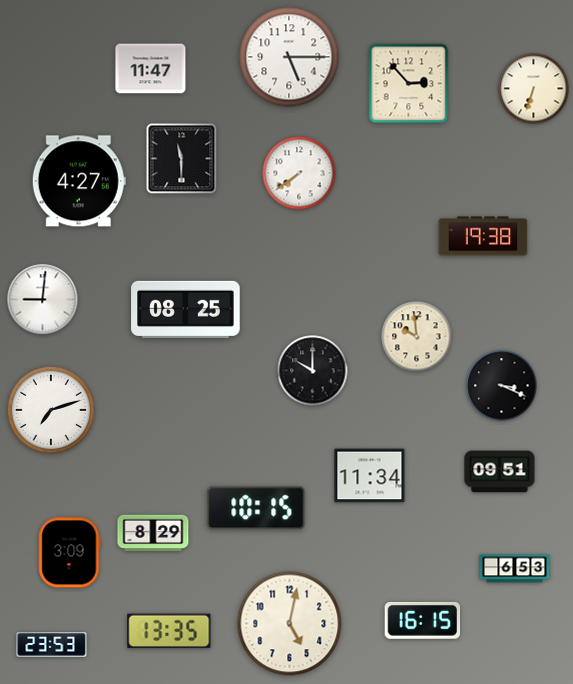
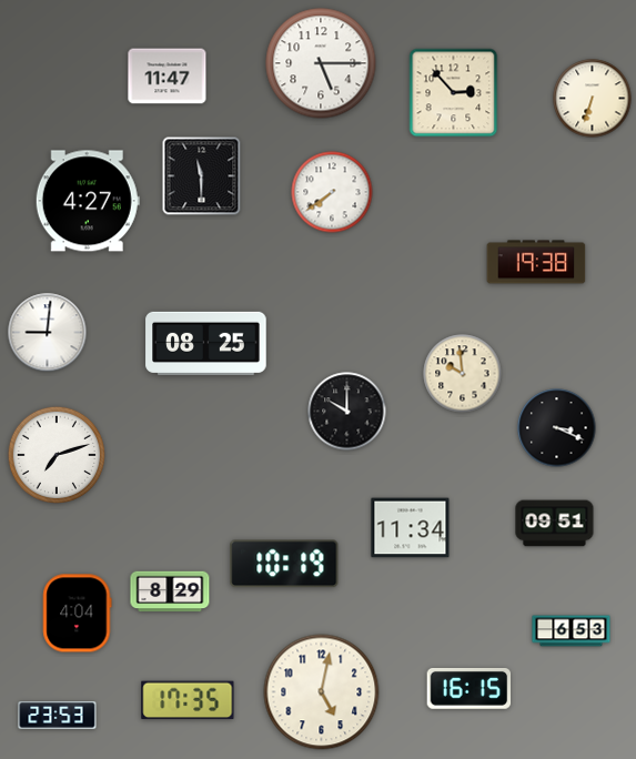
clock at (256, 508): 10:15 -> 10:19
clock at (70, 553): 3:09 -> 4:04
clock at (169, 631): 13:35 -> 17:35
